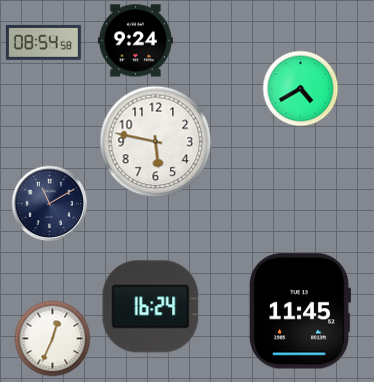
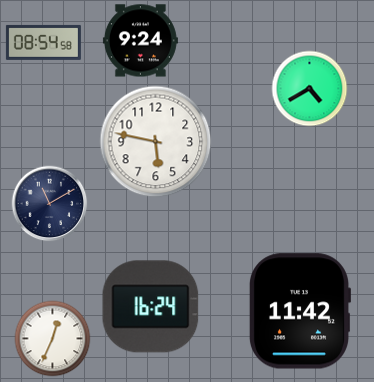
clock at (135, 41) position: (135, 41) -> (140, 41)
clock at (301, 89) position: (301, 89) -> (310, 89)
clock at (299, 311): 11:45 -> 11:42
